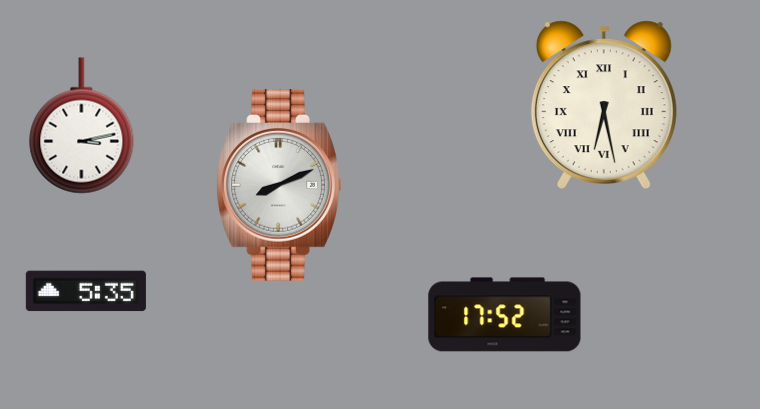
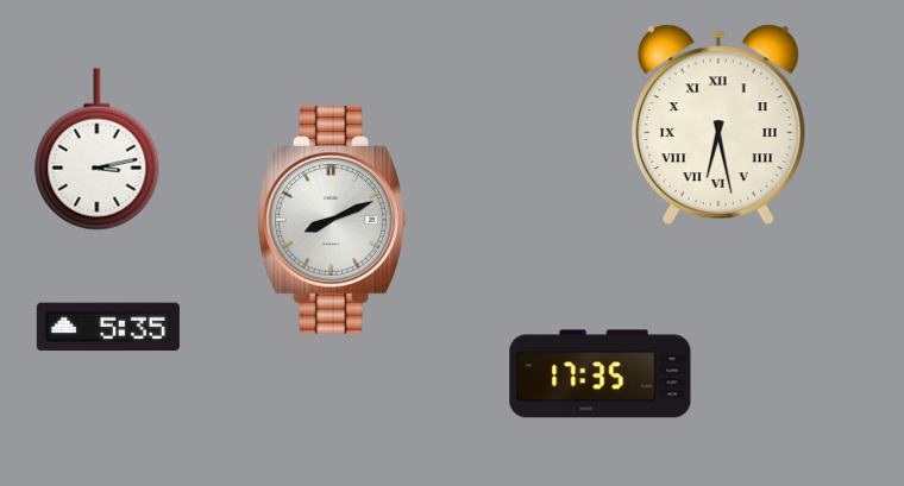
clock at (86, 291) position: (86, 291) -> (108, 327)
clock at (505, 315): 17:52 -> 17:35
